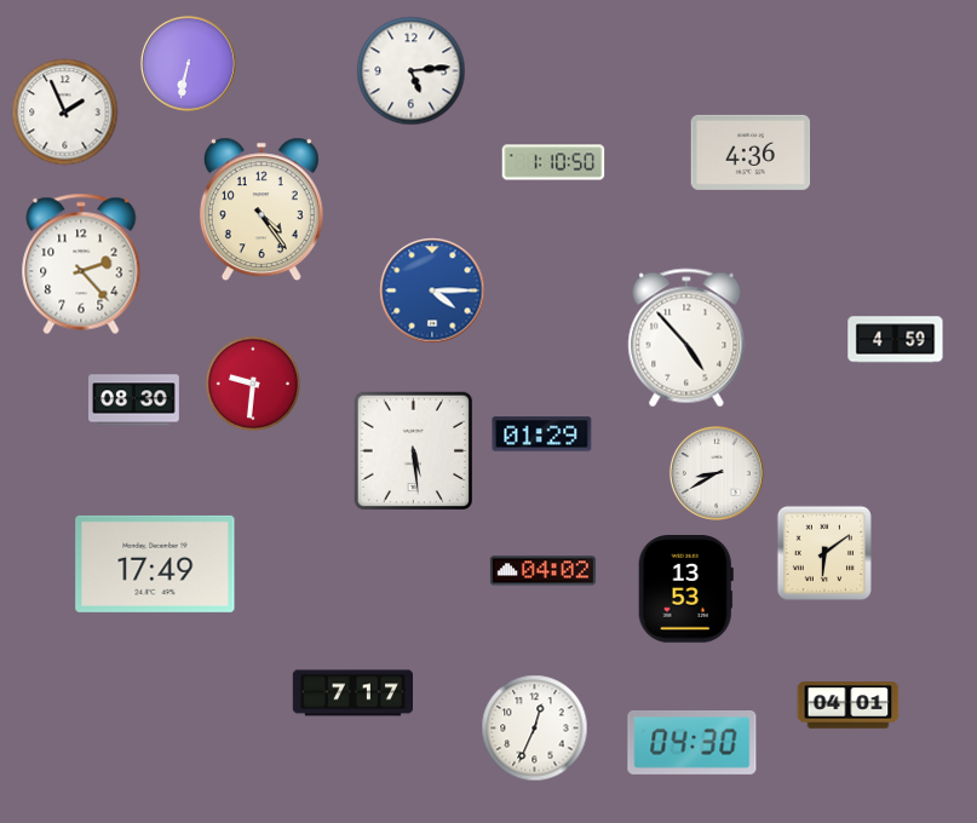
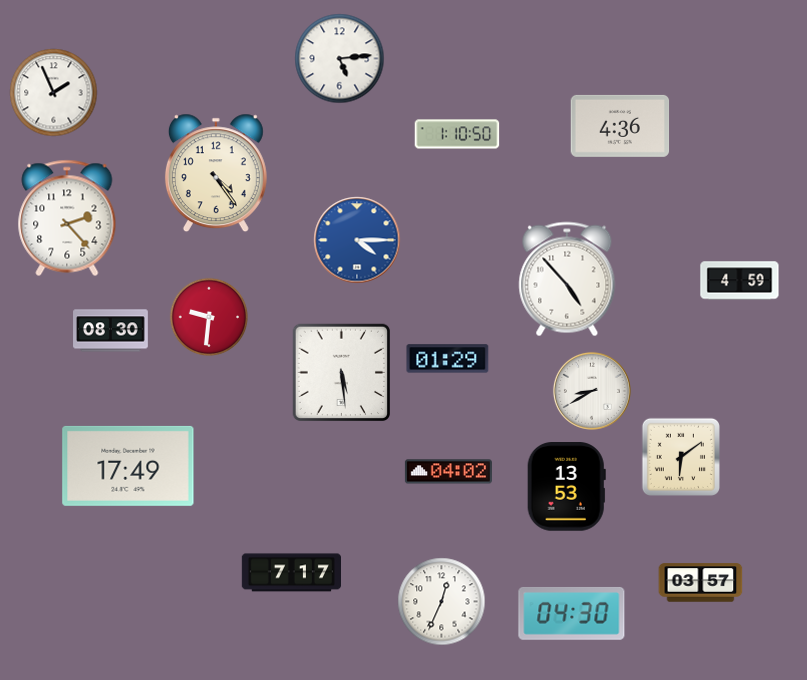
clock at (188, 63): 6:32 -> none
clock at (849, 706): 04:01 -> 03:57
